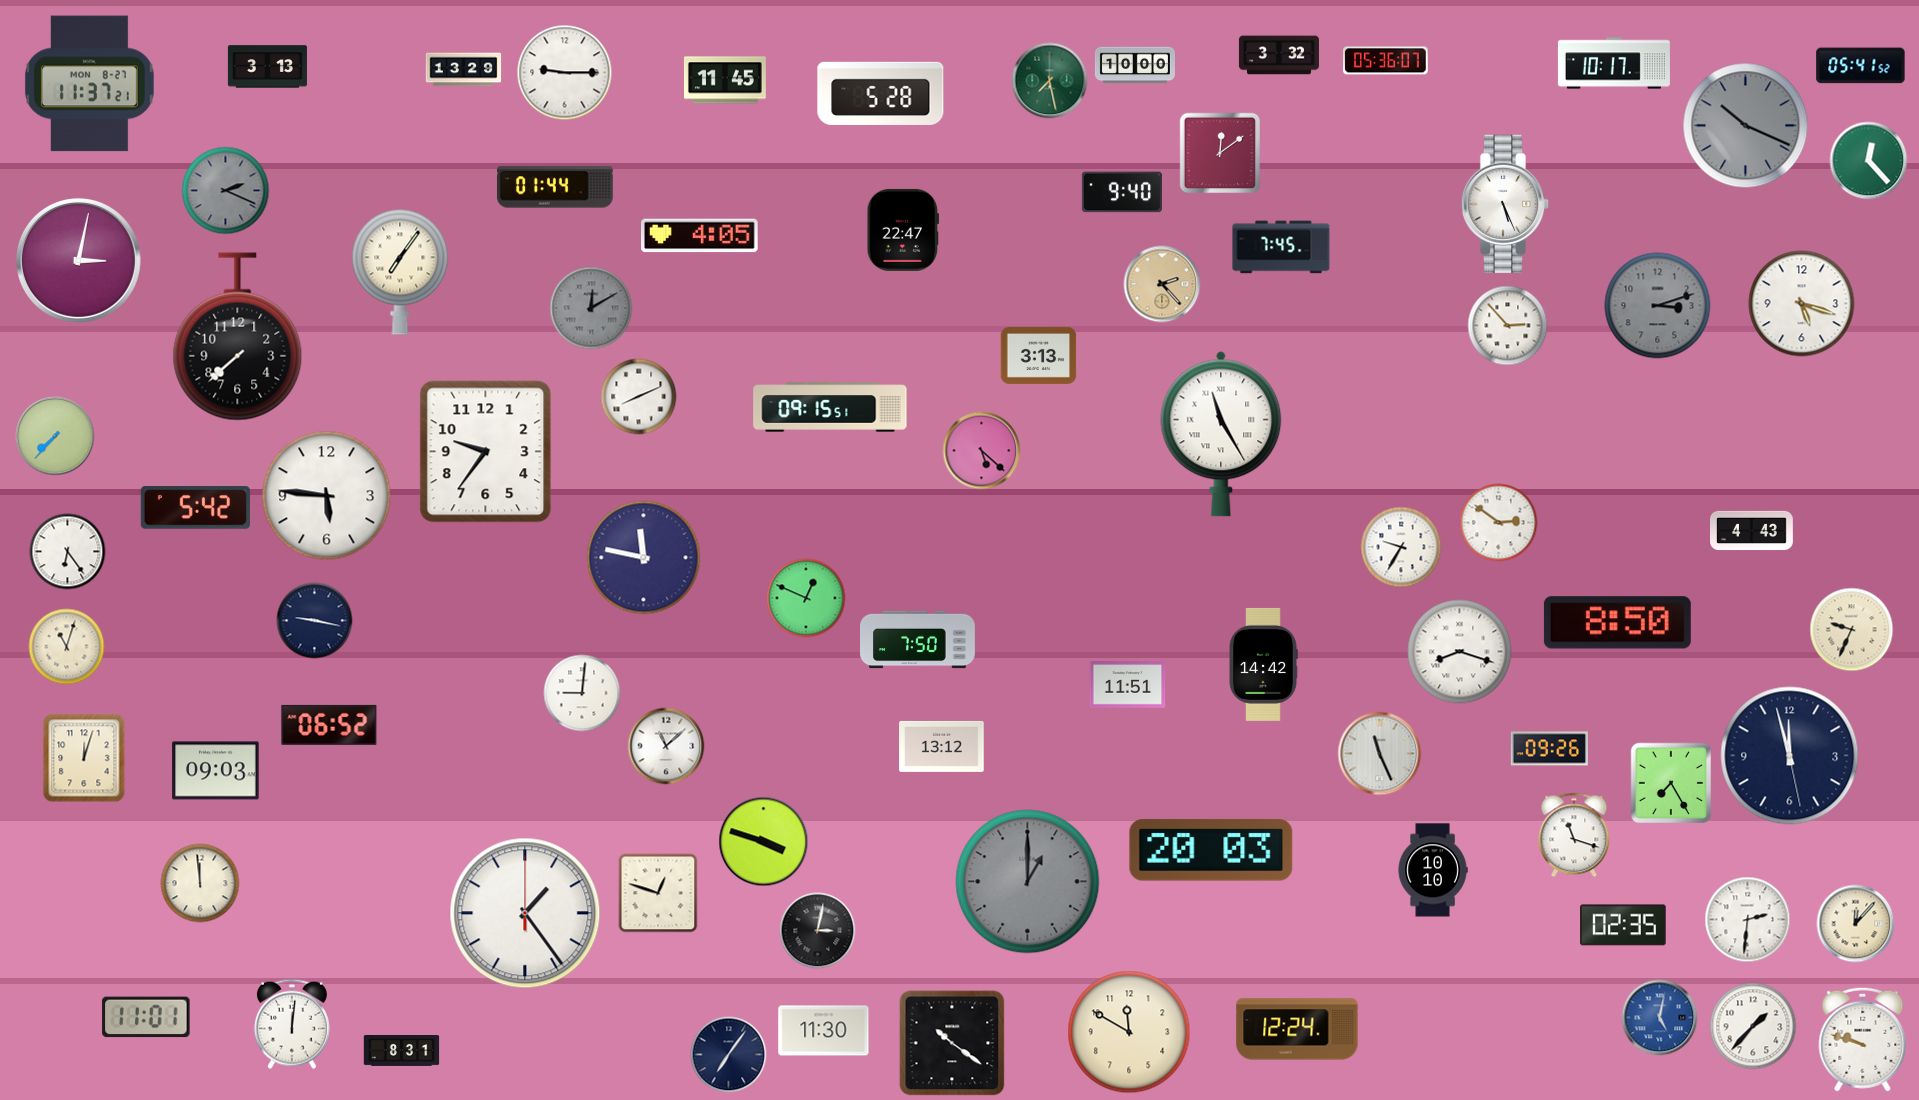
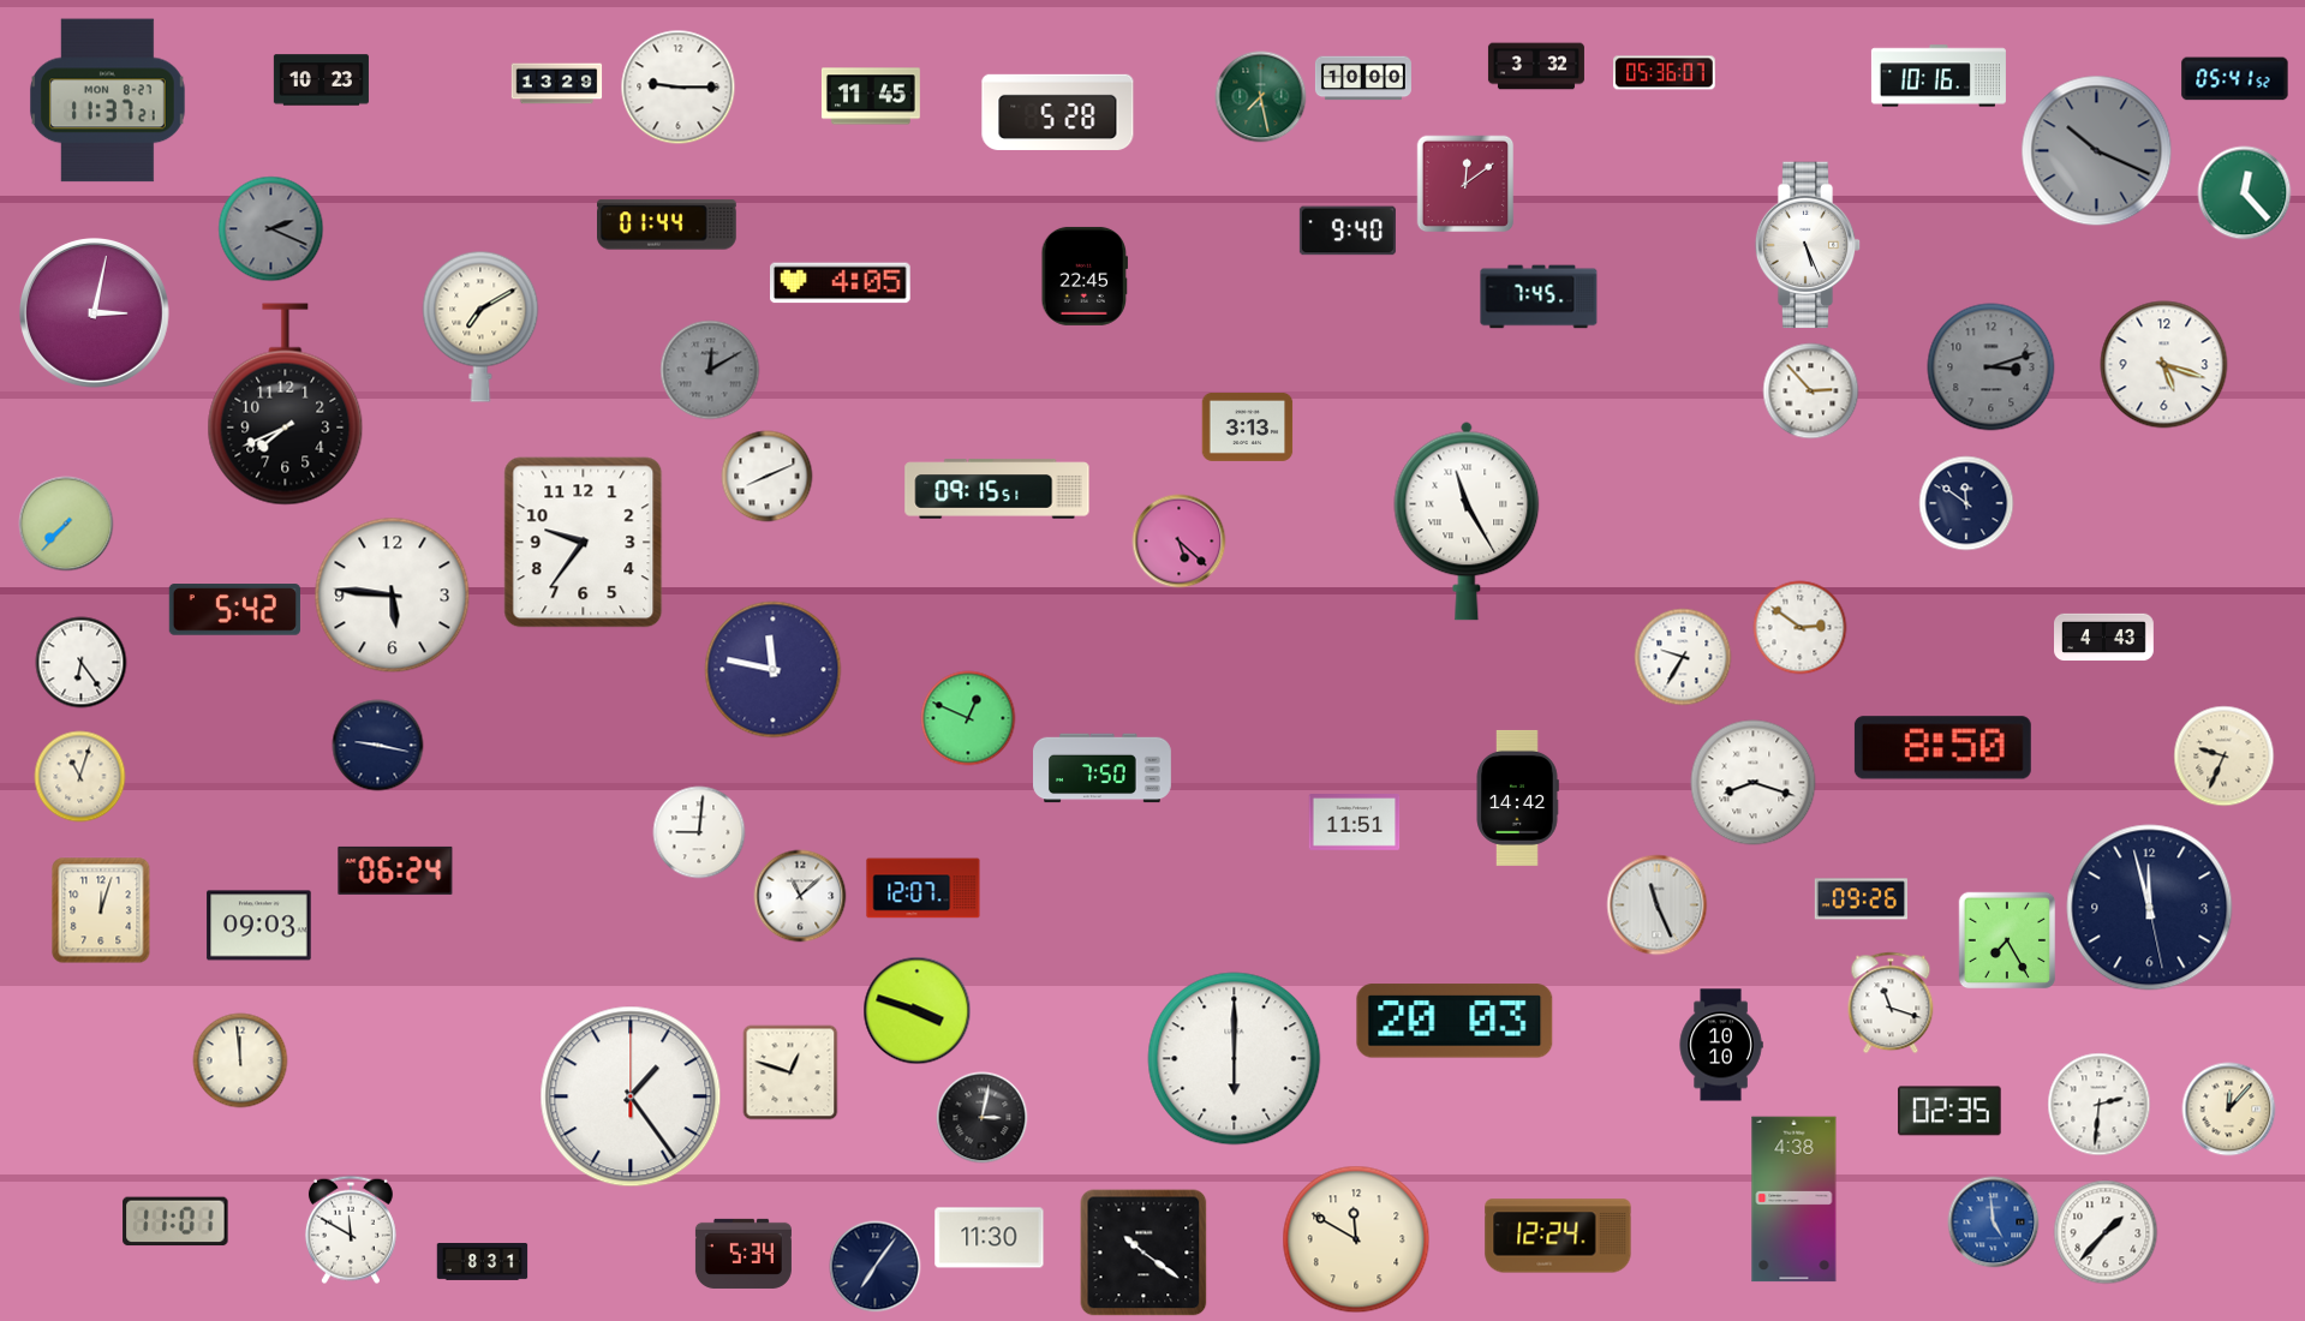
clock at (1614, 63): 10:17 -> 10:16
clock at (267, 67): 3:13 -> 10:23
clock at (902, 230): 22:47 -> 22:45
clock at (400, 272): 7:06 -> 7:10
clock at (1162, 284): 2:23 -> none
clock at (238, 337): 7:38 -> 7:41
clock at (1966, 503): none -> 11:51
clock at (329, 725): 06:52 -> 06:24
clock at (924, 889): none -> 12:07
clock at (942, 746): 13:12 -> none
clock at (1028, 882): 1:00 -> 6:00
clock at (1028, 882) dial: grey -> white
clock at (1795, 1200): none -> 4:38
clock at (1660, 1018): 5:02 -> 4:59
clock at (292, 1024): 12:01 -> 11:50
clock at (1863, 1039): 9:48 -> none
clock at (744, 1254): none -> 5:34
